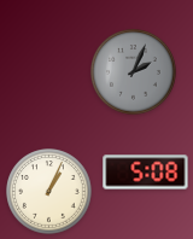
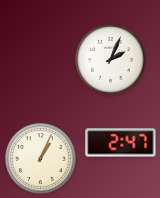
clock at (134, 72) dial: grey -> white
clock at (146, 173): 5:08 -> 2:47
